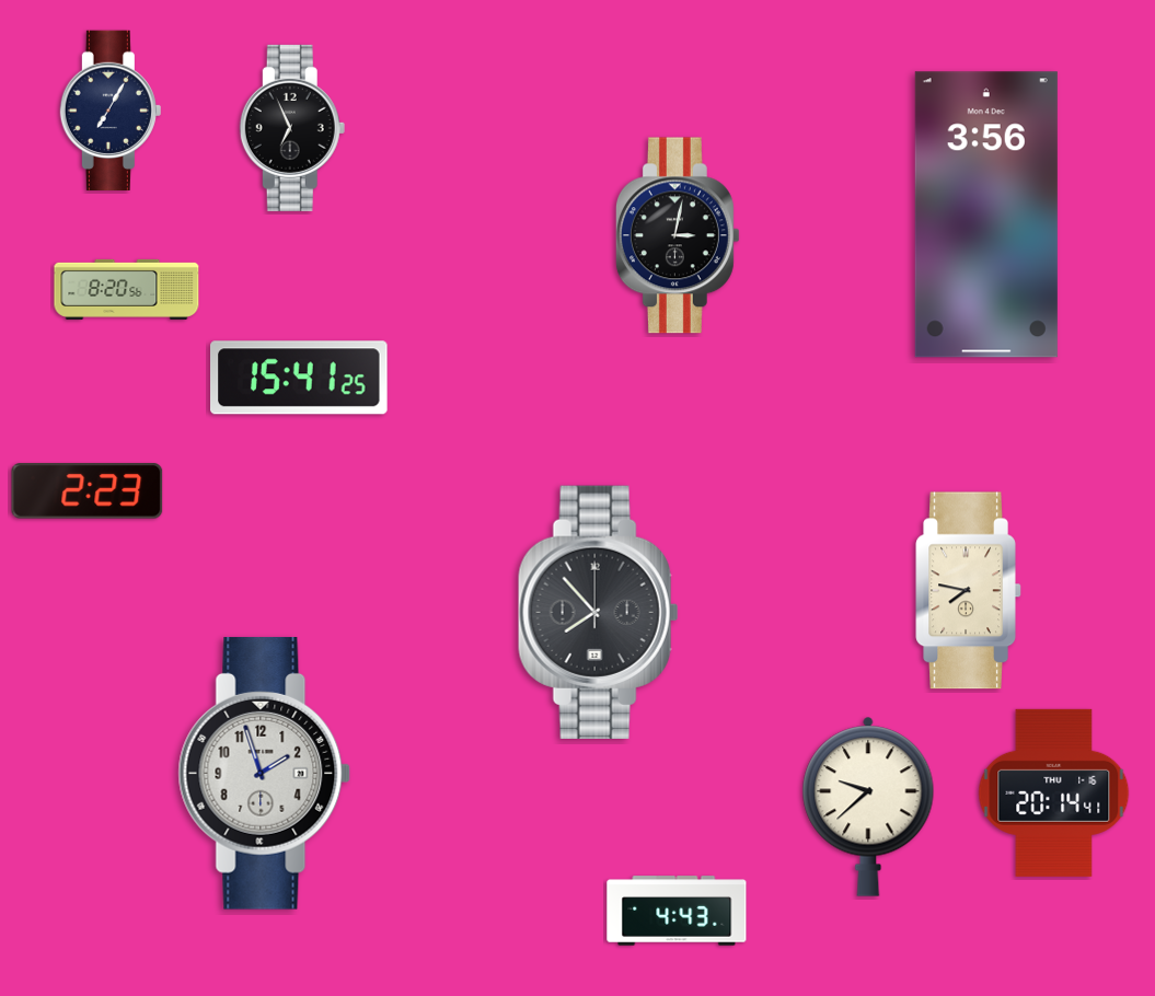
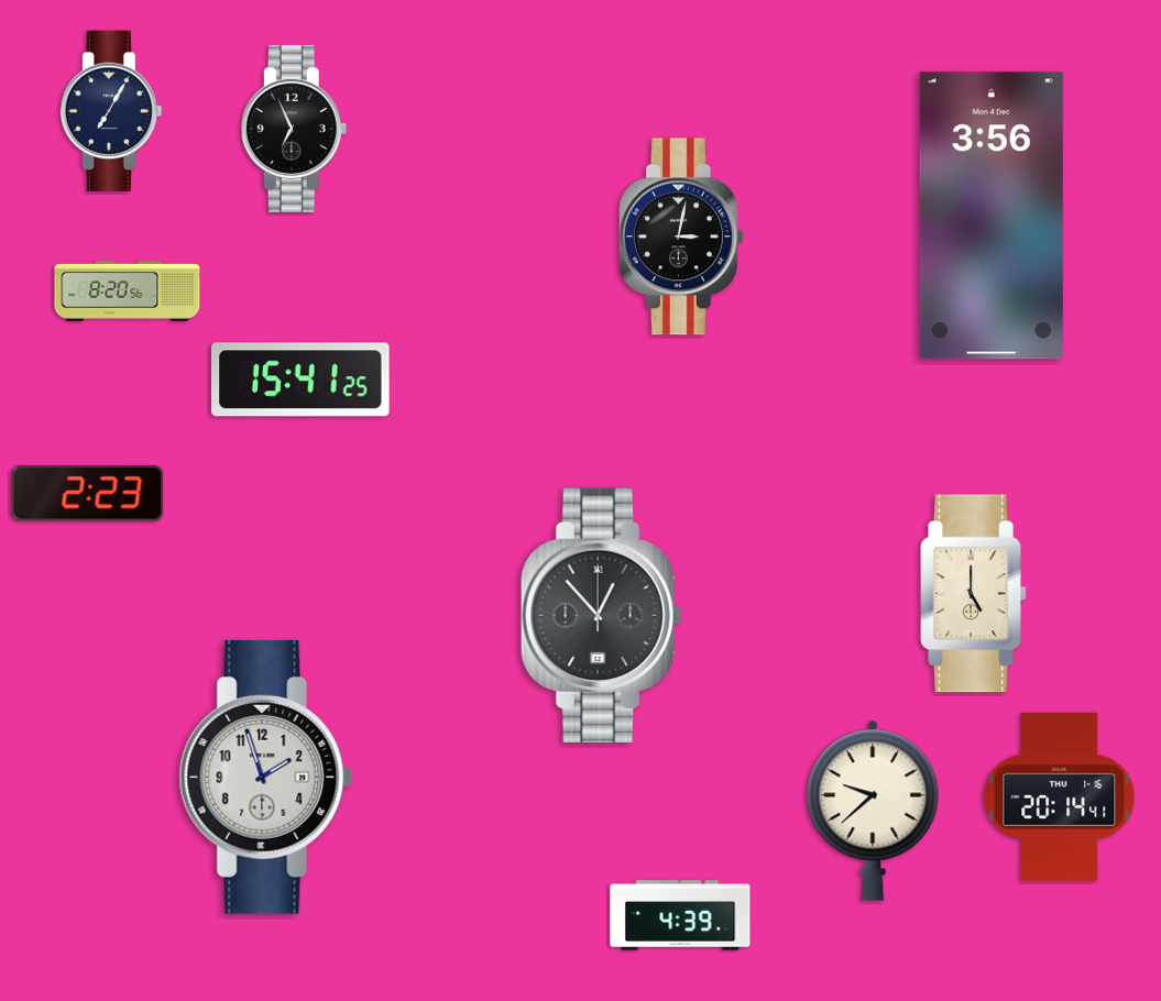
clock at (969, 591): 7:47 -> 5:00
clock at (599, 612): 7:53 -> 12:53
clock at (677, 911): 4:43 -> 4:39
